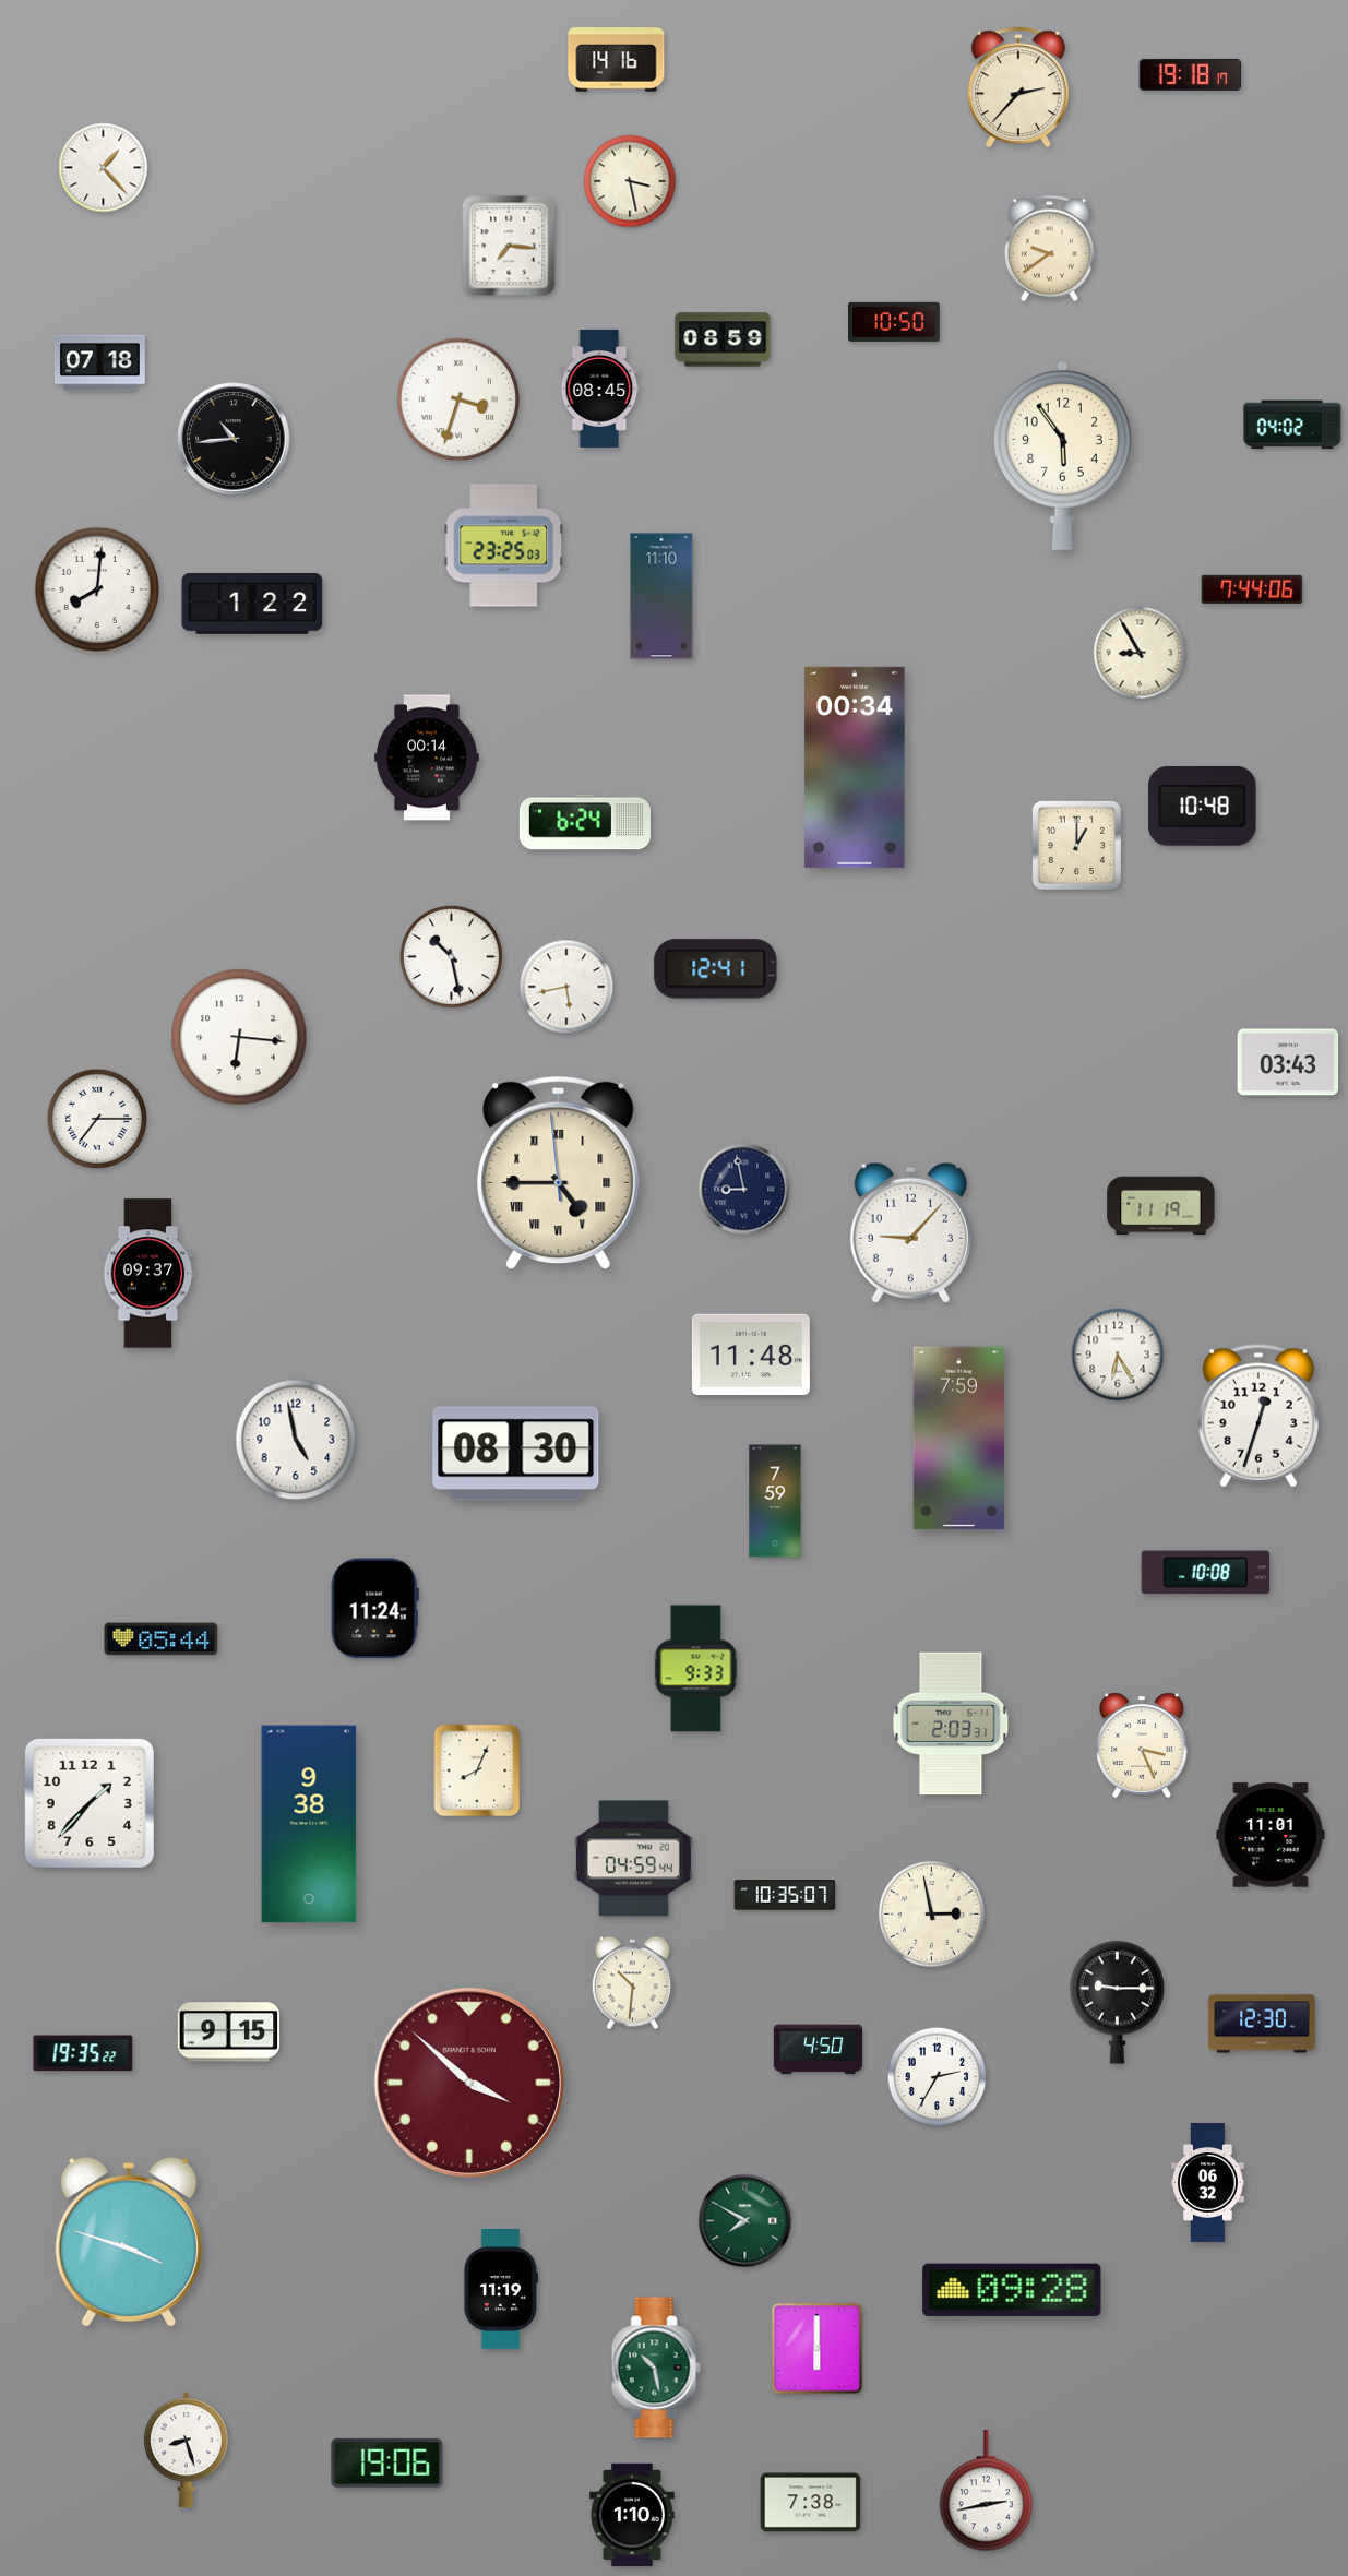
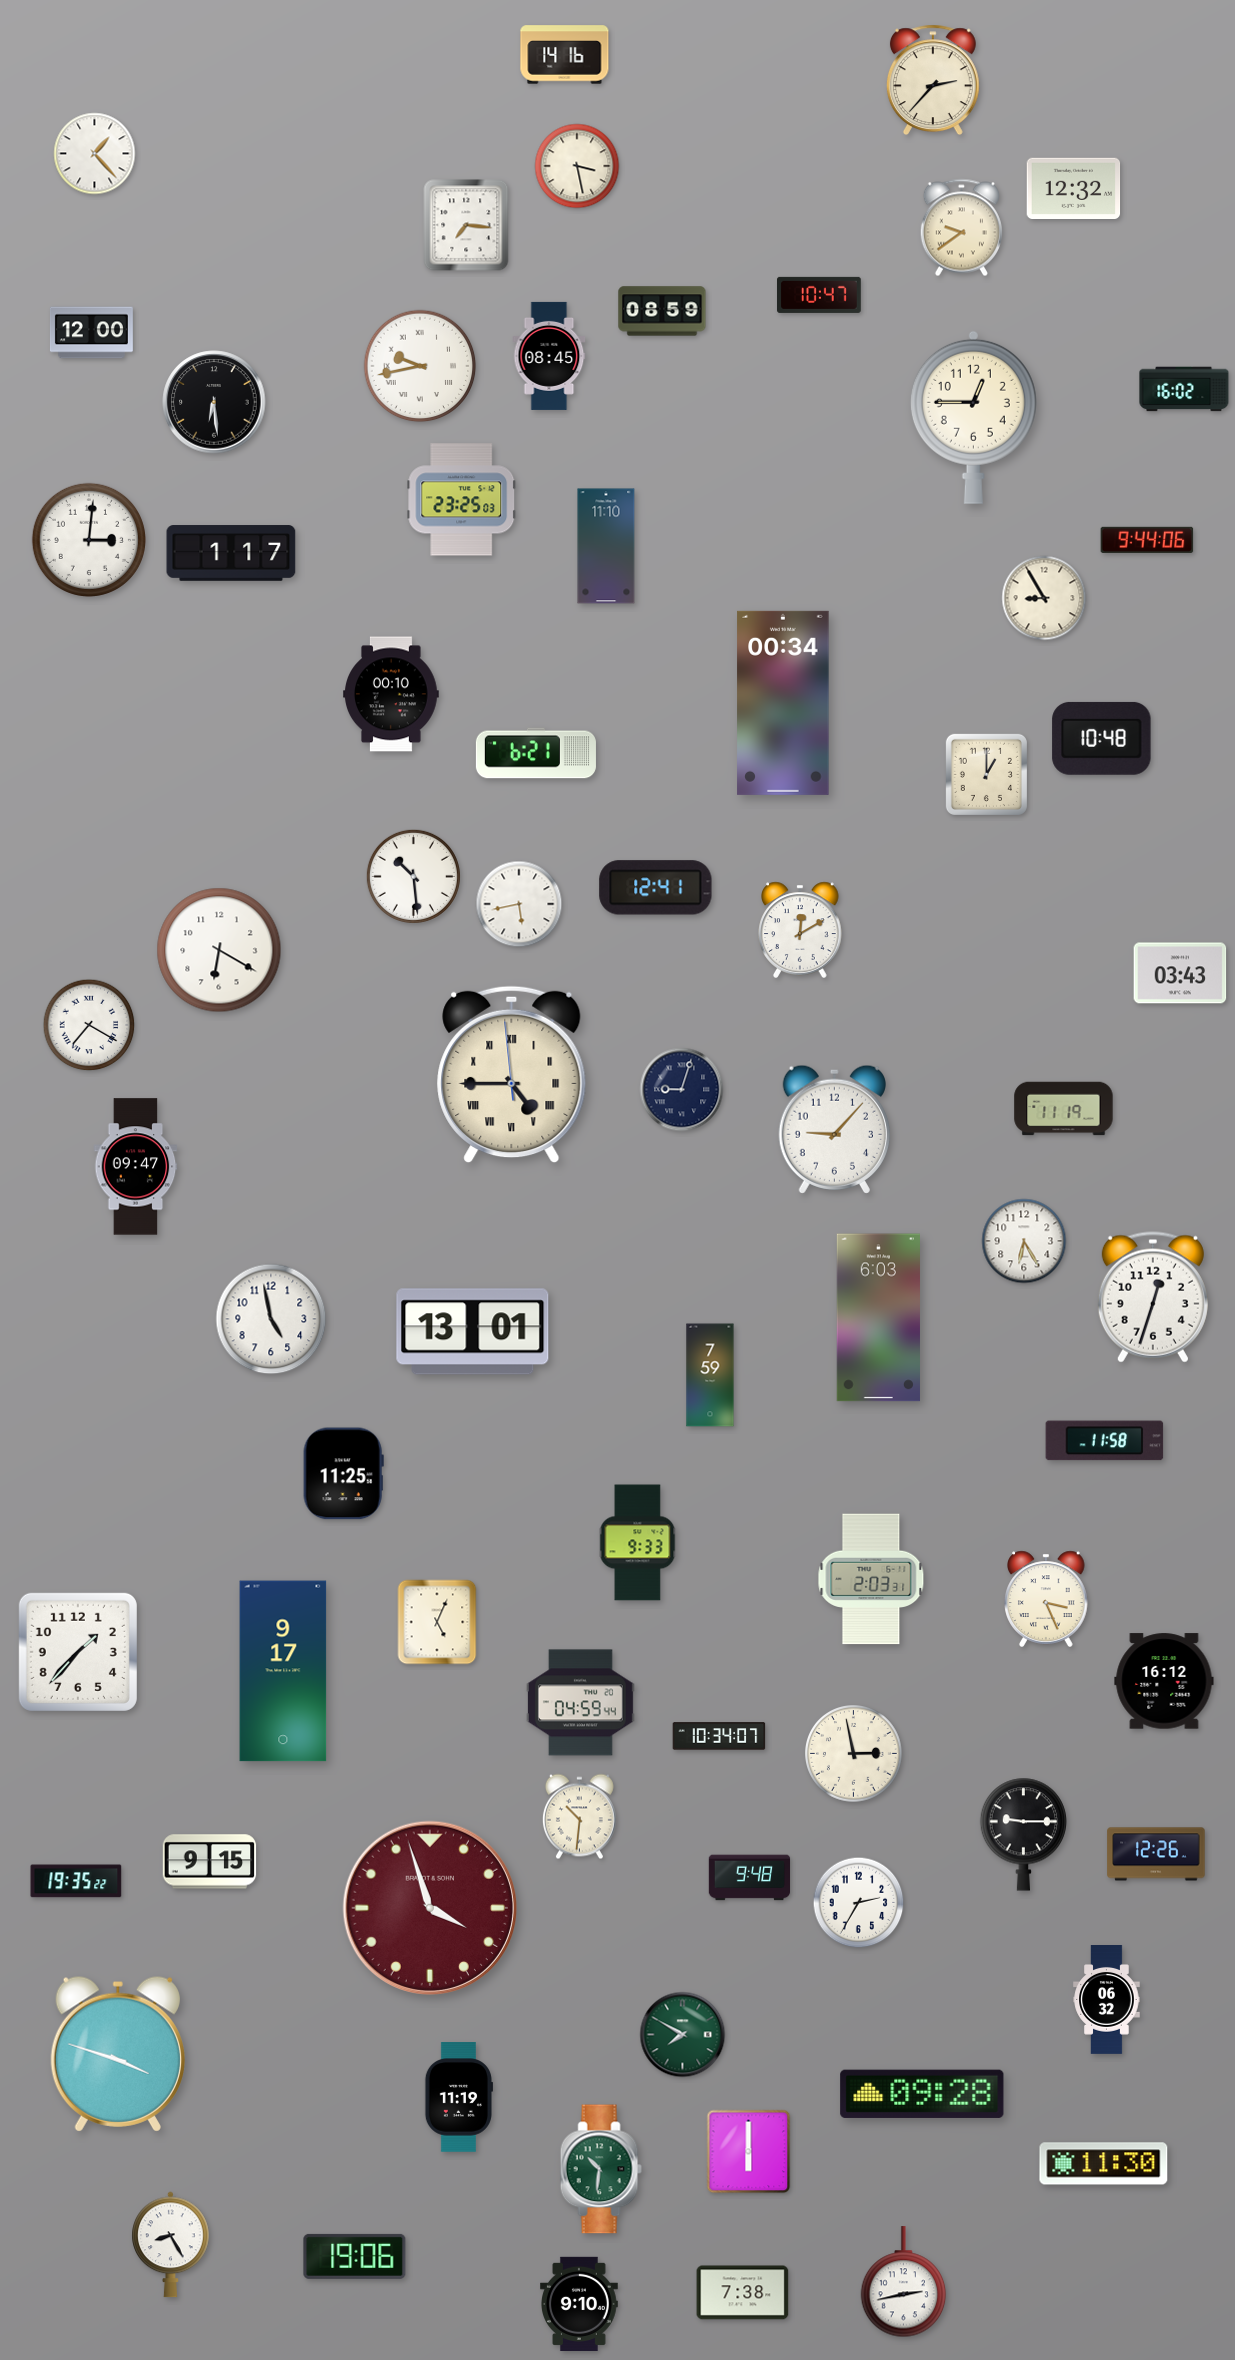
clock at (1191, 74): 19:18 -> none
clock at (1074, 189): none -> 12:32
clock at (895, 322): 10:50 -> 10:47
clock at (99, 363): 07:18 -> 12:00
clock at (458, 399): 3:33 -> 9:43
clock at (1292, 425): 04:02 -> 16:02
clock at (234, 439): 10:44 -> 6:29
clock at (1062, 455): 5:54 -> 12:45
clock at (97, 589): 8:01 -> 3:01
clock at (1252, 589): 7:44 -> 9:44
clock at (252, 604): 1:22 -> 1:17
clock at (428, 758): 00:14 -> 00:10
clock at (585, 822): 6:24 -> 6:21
clock at (451, 956): 10:28 -> 10:29
clock at (800, 930): none -> 12:10
clock at (239, 1037): 6:16 -> 6:20
clock at (97, 1119): 7:15 -> 7:20
clock at (744, 1190): 8:58 -> 9:03
clock at (1161, 1206) position: (1161, 1206) -> (1064, 1109)
clock at (148, 1274): 09:37 -> 09:47
clock at (751, 1353): 11:48 -> none
clock at (958, 1439): 7:59 -> 6:03
clock at (516, 1454): 08:30 -> 13:01
clock at (1206, 1573): 10:08 -> 11:58
clock at (374, 1609): 11:24 -> 11:25
clock at (162, 1639): 05:44 -> none
clock at (696, 1669) position: (696, 1669) -> (638, 1543)
clock at (477, 1770): 8:04 -> 5:04
clock at (90, 1803) position: (90, 1803) -> (78, 1652)
clock at (309, 1824): 9:38 -> 9:17
clock at (1271, 1835): 11:01 -> 16:12
clock at (785, 1895): 10:35 -> 10:34
clock at (1262, 2024): 12:30 -> 12:26
clock at (819, 2050): 4:50 -> 9:48
clock at (469, 2083): 3:52 -> 3:57
clock at (1012, 2290) position: (1012, 2290) -> (922, 2094)
clock at (1104, 2164): none -> 11:30
clock at (656, 2368): 10:28 -> 10:31
clock at (187, 2450): 8:27 -> 8:25
clock at (633, 2514): 1:10 -> 9:10
